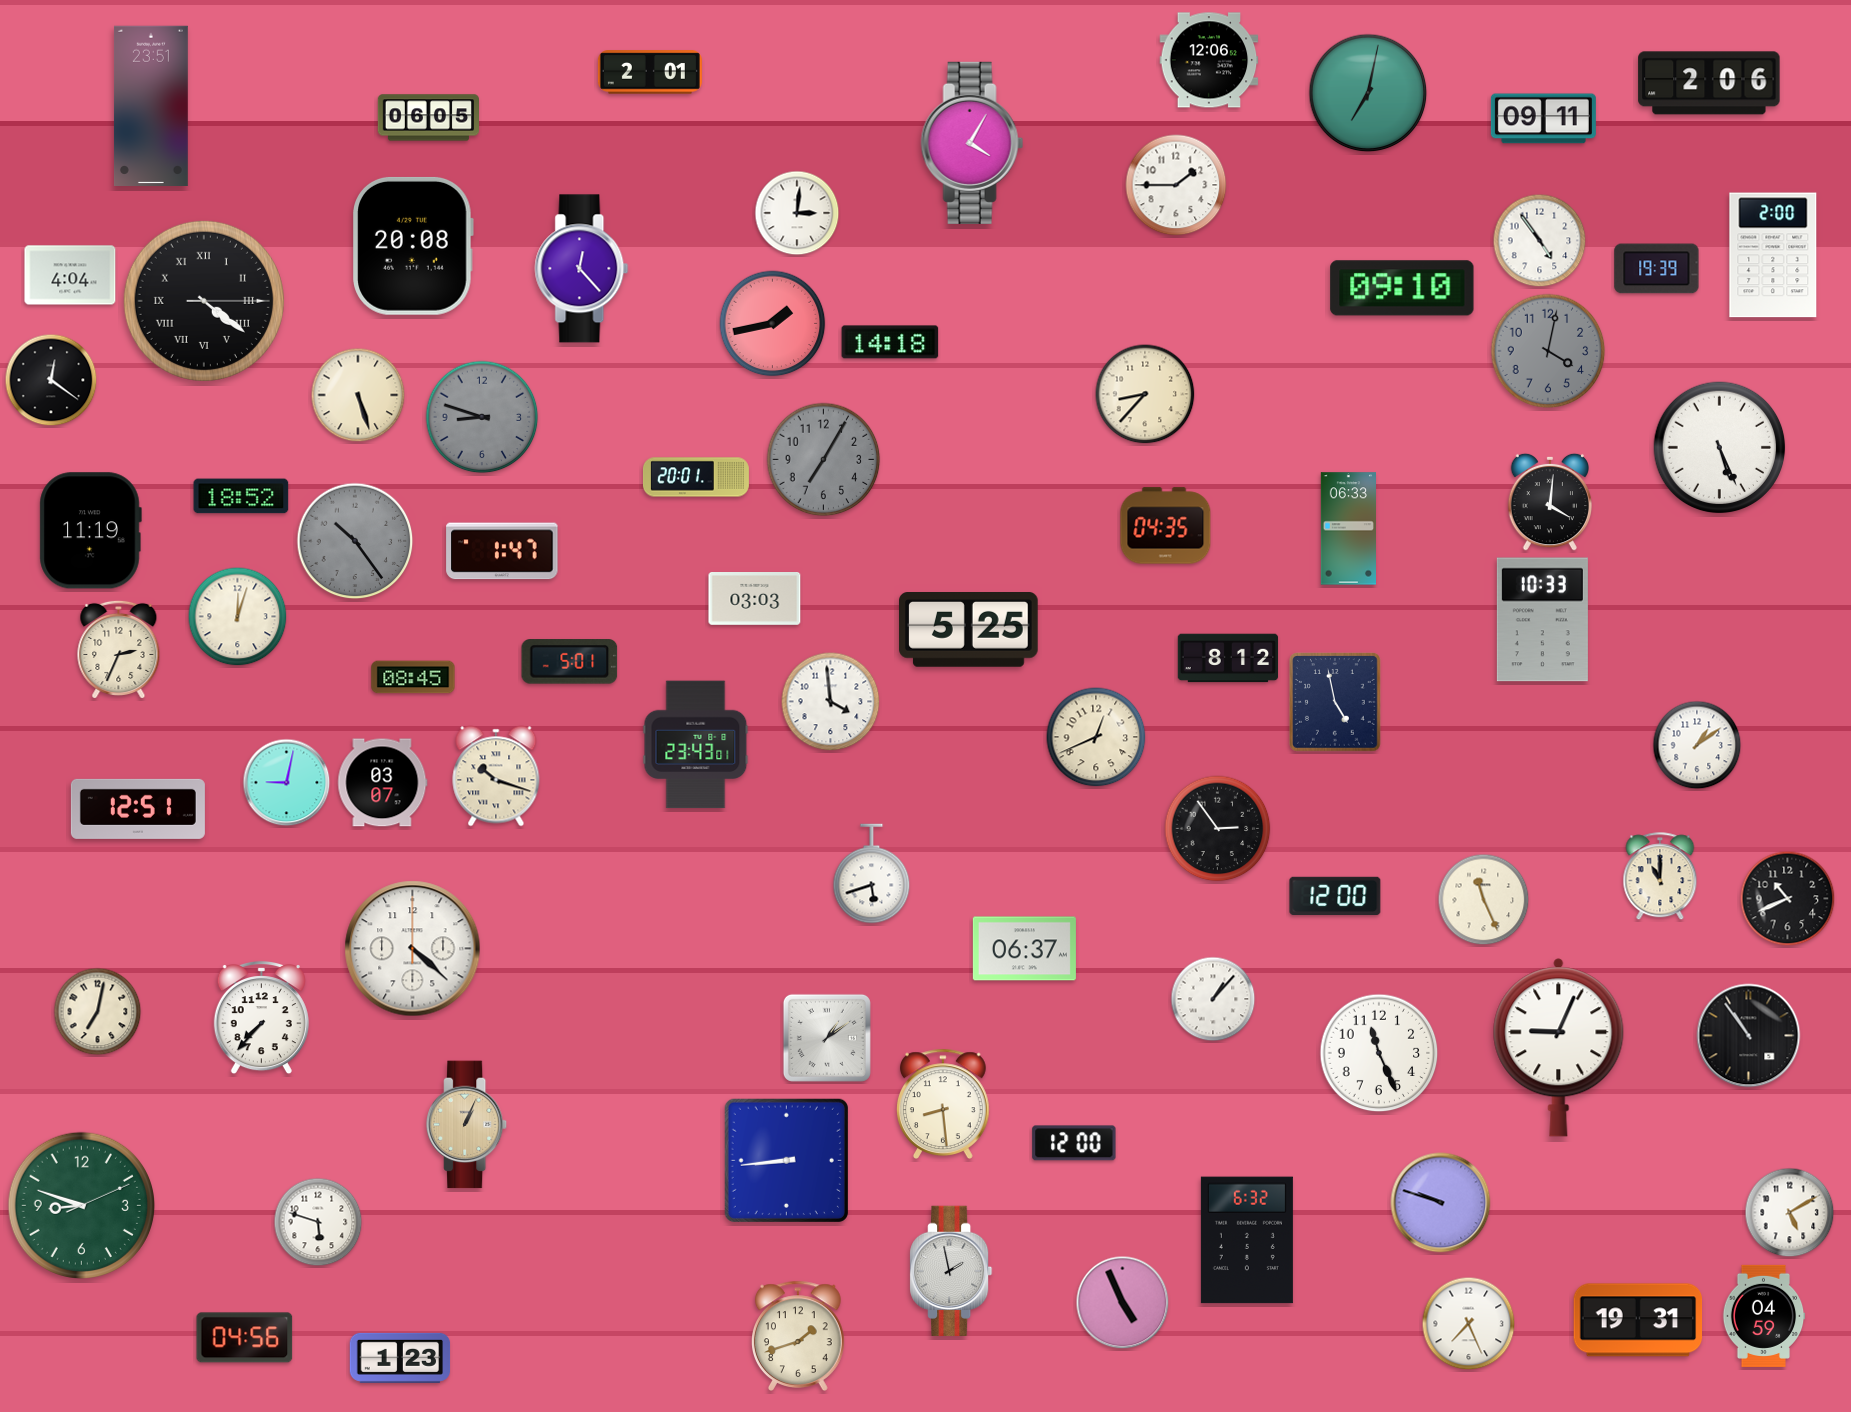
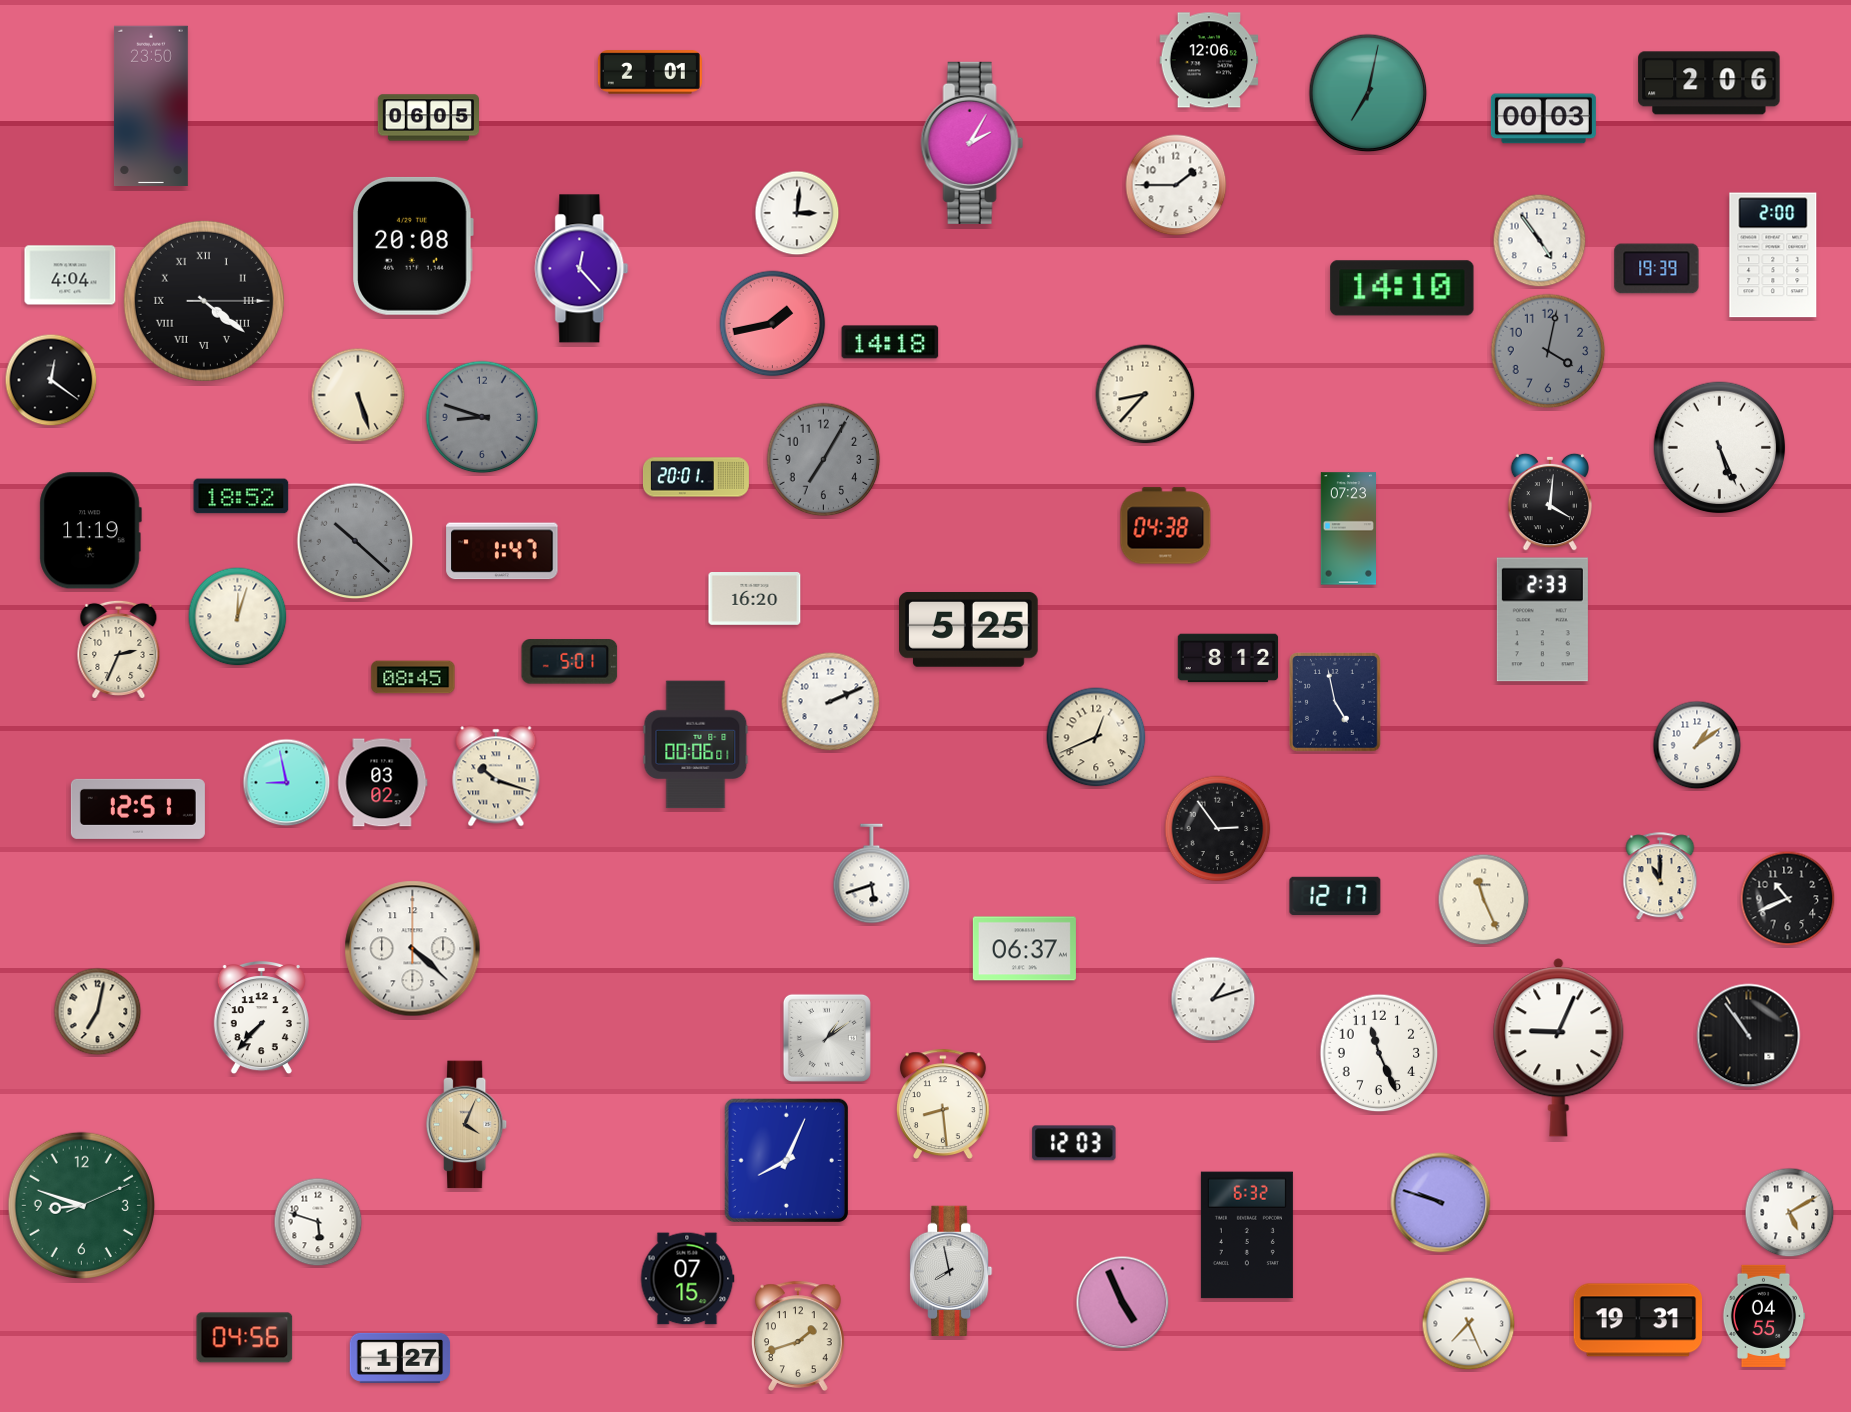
clock at (151, 105): 23:51 -> 23:50
clock at (1543, 119): 09:11 -> 00:03
clock at (972, 143): 4:05 -> 2:05
clock at (1402, 288): 09:10 -> 14:10
clock at (1166, 526): 04:35 -> 04:38
clock at (1349, 529): 06:33 -> 07:23
clock at (355, 541): 10:24 -> 10:22
clock at (755, 599): 03:03 -> 16:20
clock at (1542, 620): 10:33 -> 2:33
clock at (831, 702): 3:59 -> 2:11
clock at (696, 745): 23:43 -> 00:06
clock at (287, 783): 9:02 -> 8:58
clock at (383, 783): 03:07 -> 03:02
clock at (1335, 896): 12:00 -> 12:17
clock at (1213, 999): 1:07 -> 1:12
clock at (468, 1125): 1:04 -> 4:04
clock at (1074, 1143): 12:00 -> 12:03
clock at (786, 1160): 8:44 -> 8:04
clock at (1247, 1240) position: (1247, 1240) -> (1247, 1235)
clock at (951, 1270): 1:58 -> 7:58
clock at (687, 1279): none -> 07:15
clock at (1764, 1316): 04:59 -> 04:55
clock at (400, 1358): 1:23 -> 1:27
